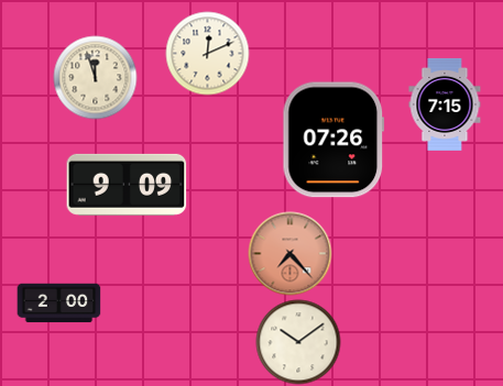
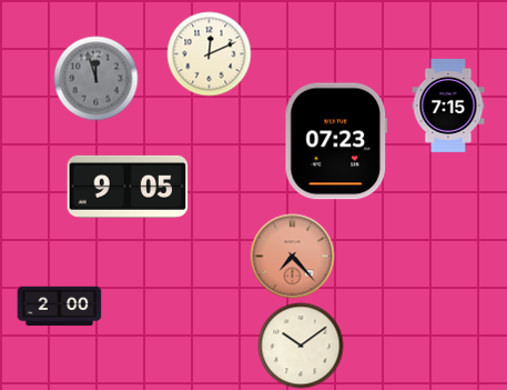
clock at (96, 78) dial: cream -> grey
clock at (333, 140): 07:26 -> 07:23
clock at (127, 185): 9:09 -> 9:05
